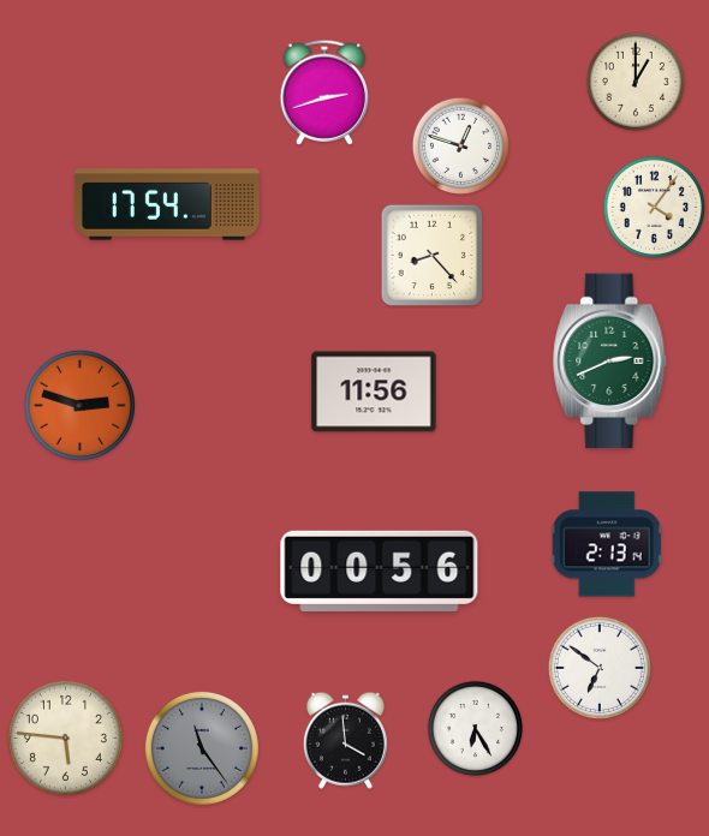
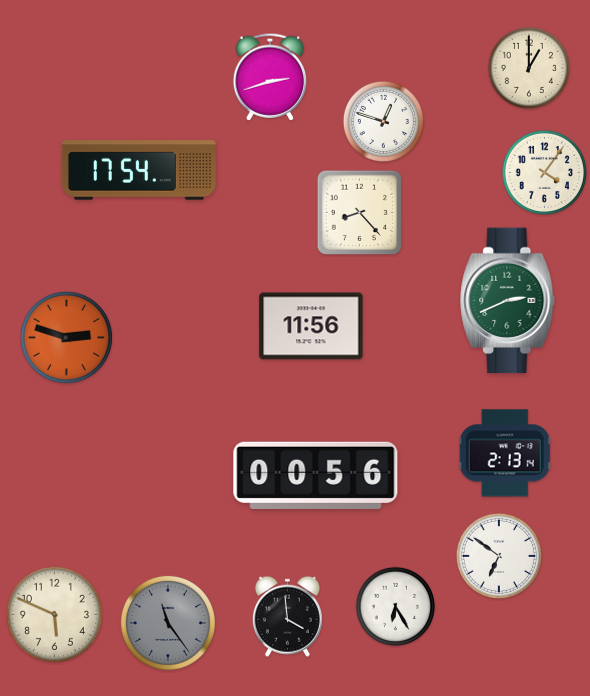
clock at (65, 738): 5:46 -> 5:49
